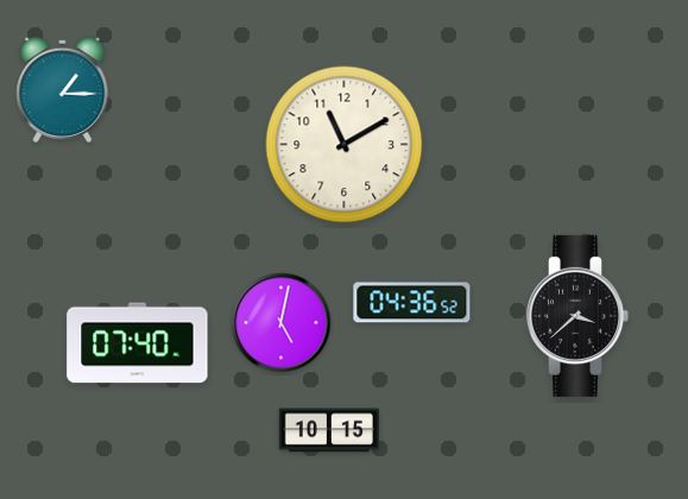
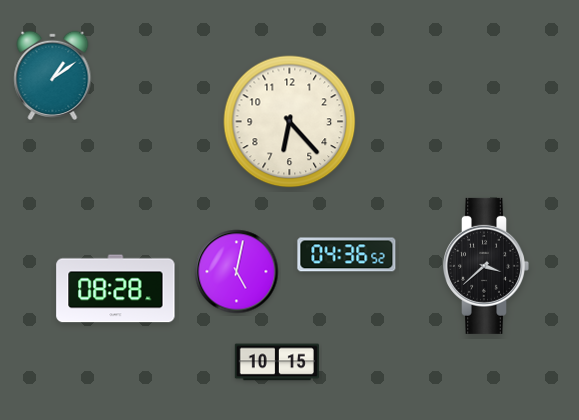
clock at (63, 89): 1:15 -> 1:09
clock at (345, 145): 11:10 -> 6:23
clock at (138, 343): 07:40 -> 08:28
